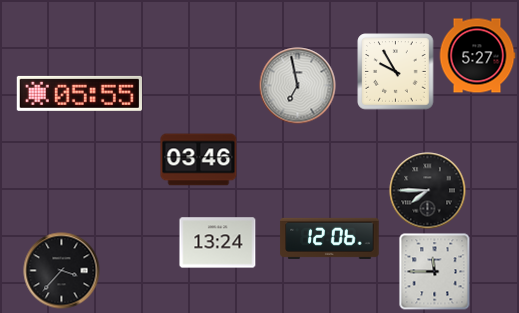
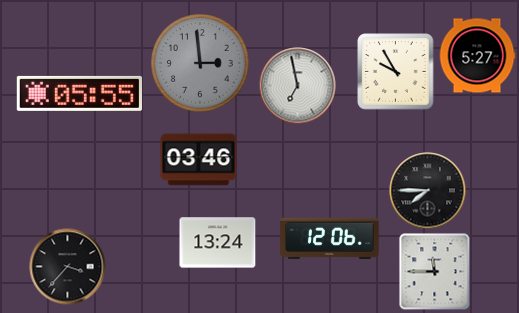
clock at (200, 63): none -> 2:59
clock at (62, 271) position: (62, 271) -> (68, 267)
